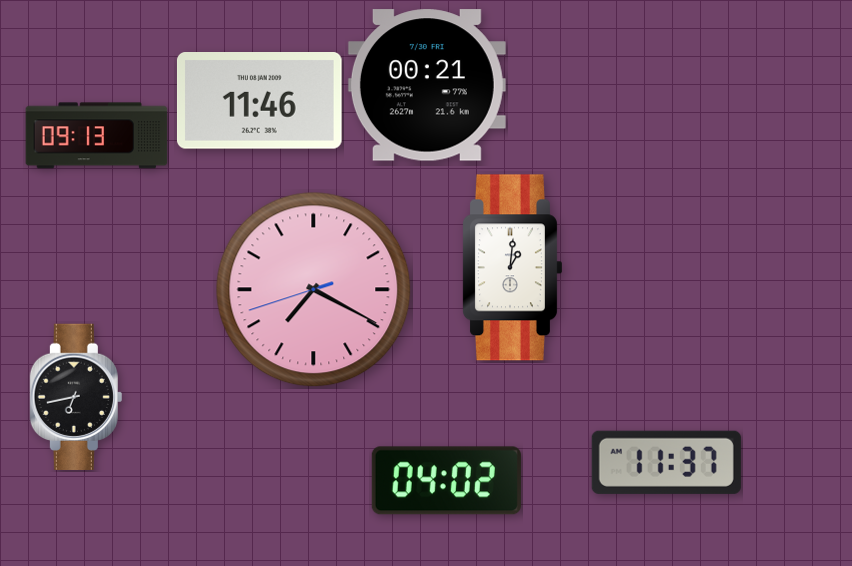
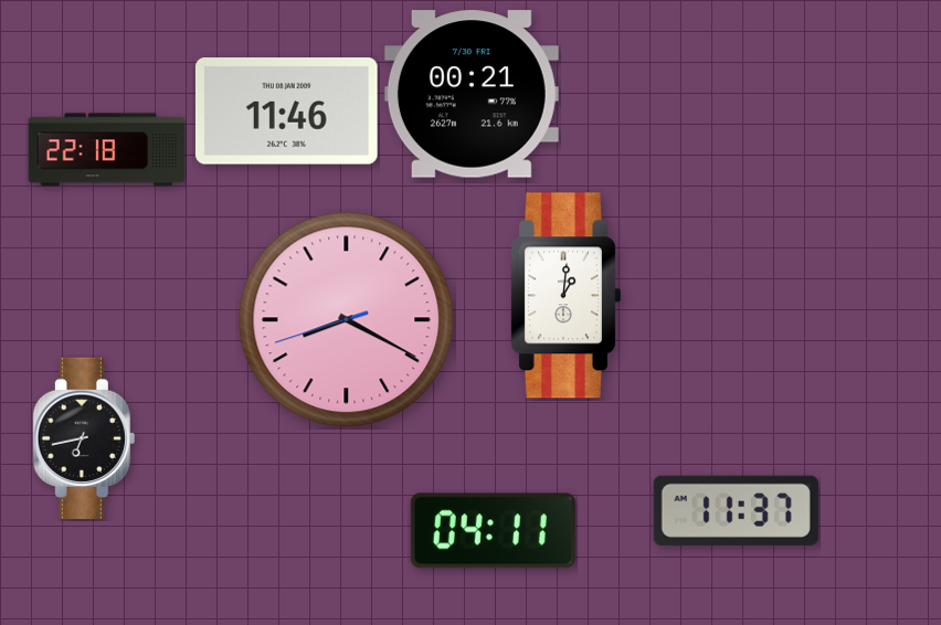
clock at (97, 136): 09:13 -> 22:18
clock at (314, 290): 7:19 -> 8:19
clock at (446, 481): 04:02 -> 04:11
